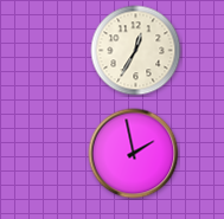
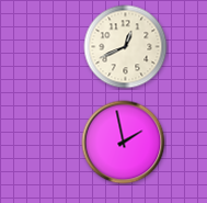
clock at (136, 51): 12:35 -> 12:41
